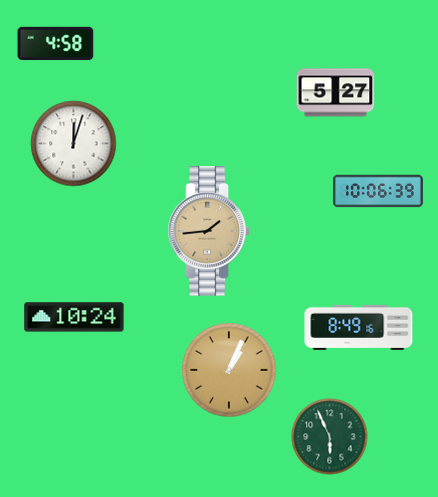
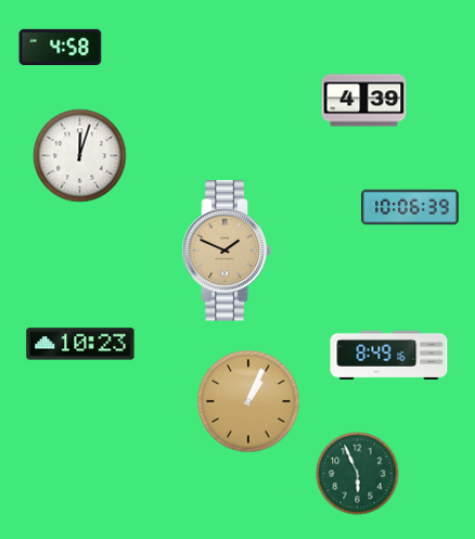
clock at (336, 93): 5:27 -> 4:39
clock at (209, 231): 1:44 -> 1:49
clock at (74, 317): 10:24 -> 10:23
